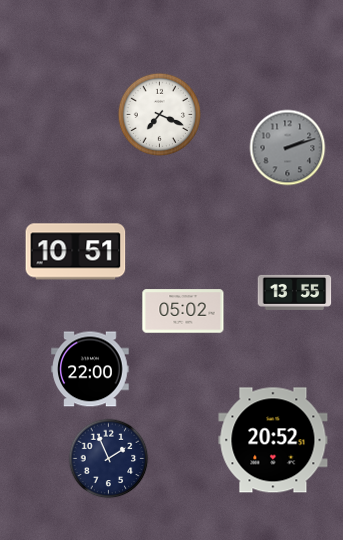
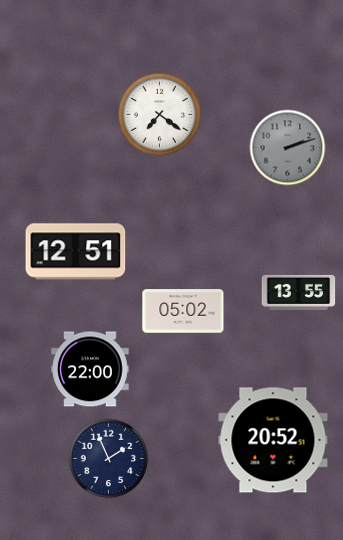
clock at (159, 114): 7:19 -> 7:21
clock at (76, 252): 10:51 -> 12:51
clock at (295, 292) position: (295, 292) -> (299, 292)
